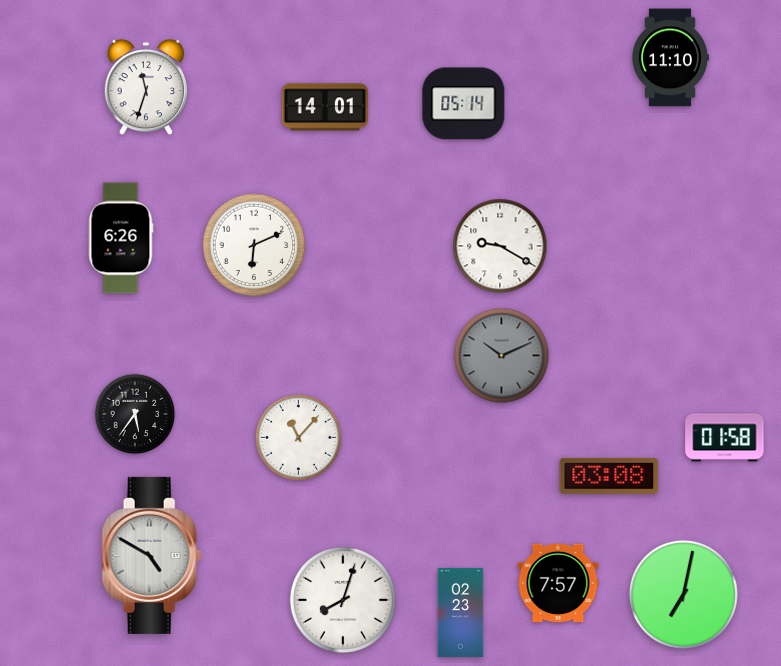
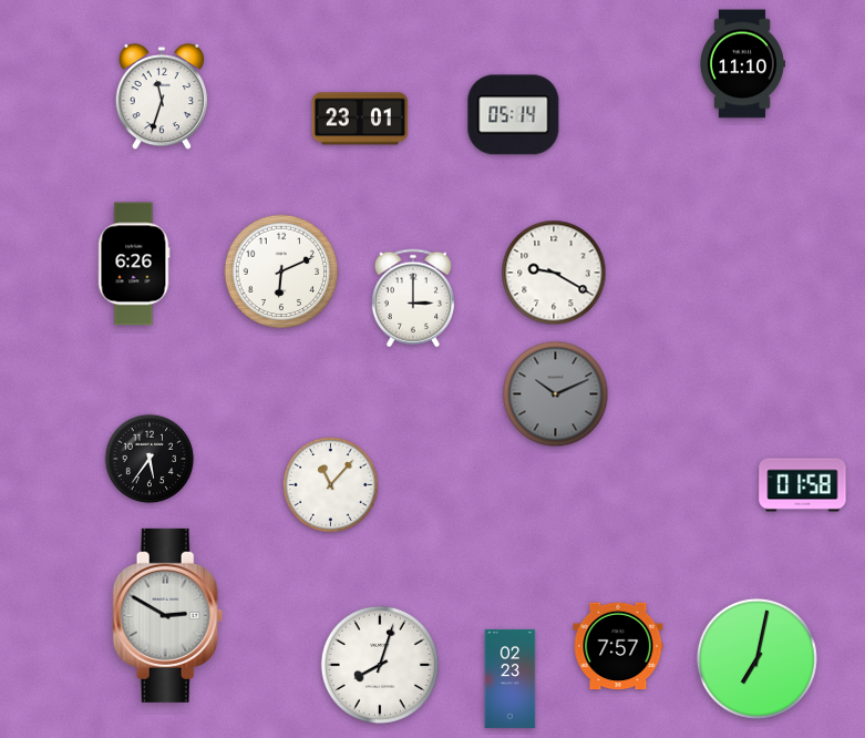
clock at (325, 107): 14:01 -> 23:01
clock at (413, 298): none -> 3:00
clock at (609, 476): 03:08 -> none
clock at (152, 555): 4:50 -> 2:50
